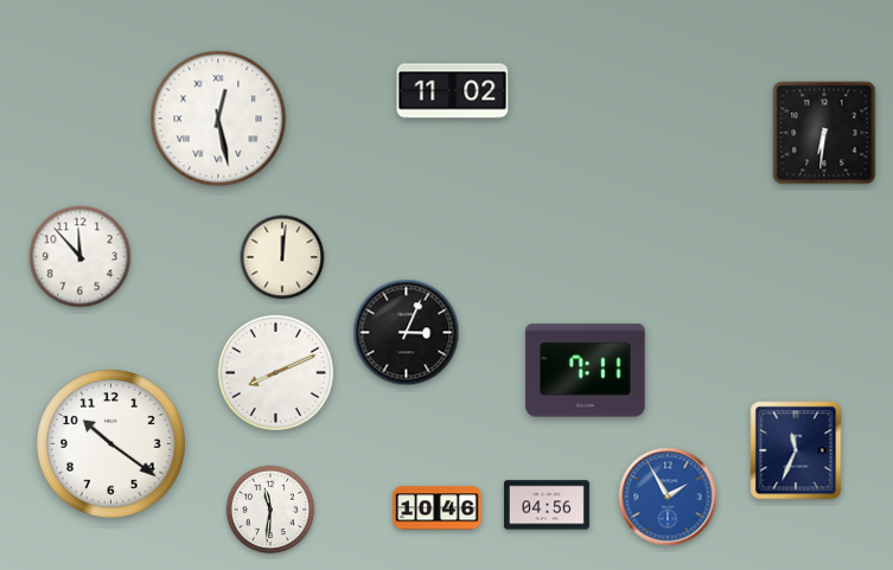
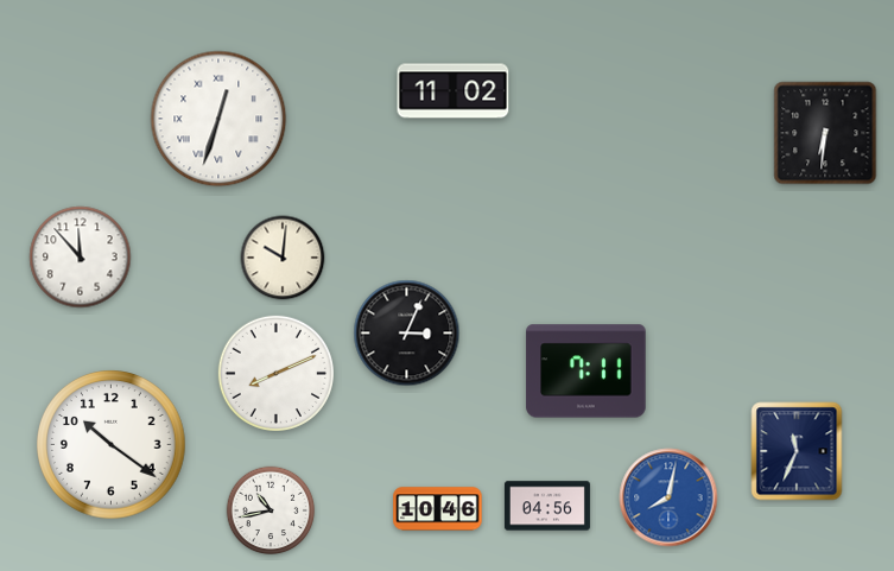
clock at (218, 119): 12:28 -> 12:33
clock at (282, 257): 12:01 -> 10:01
clock at (668, 497): 1:55 -> 8:02
clock at (270, 510): 11:31 -> 10:43
